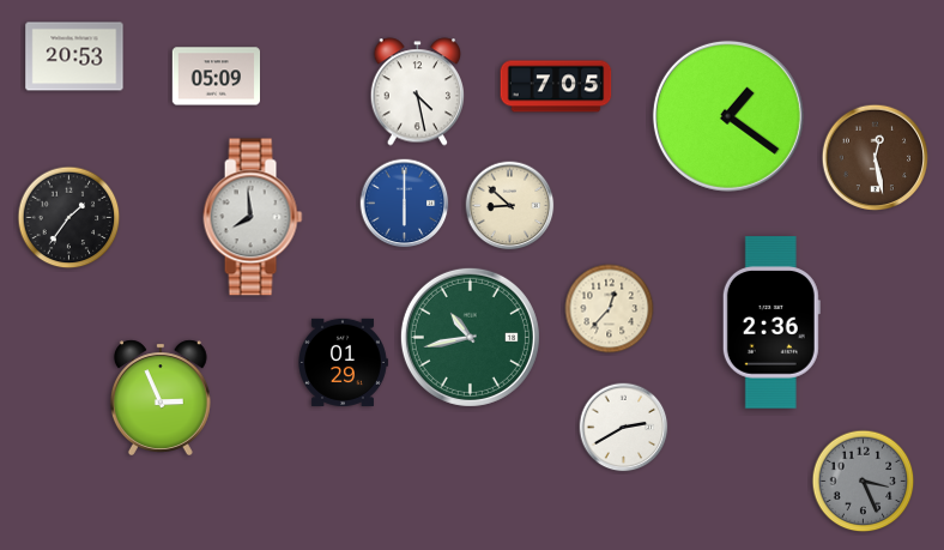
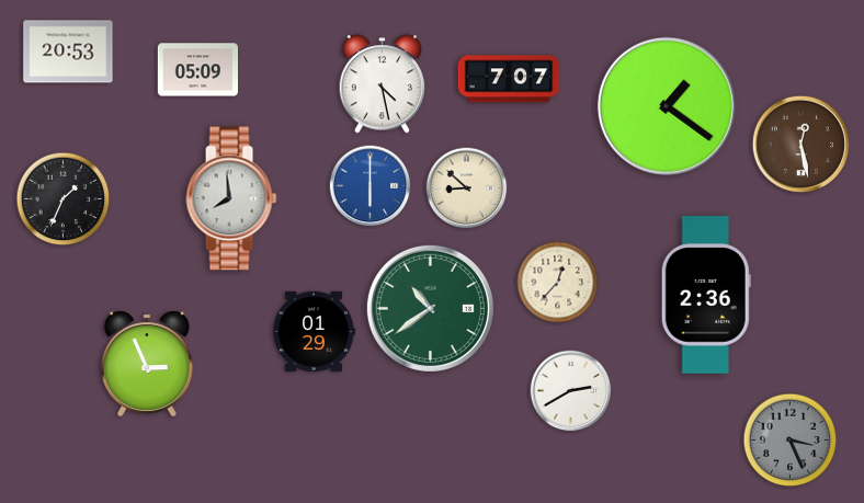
clock at (556, 86): 7:05 -> 7:07
clock at (69, 218): 1:36 -> 1:34
clock at (470, 337): 10:43 -> 10:39
